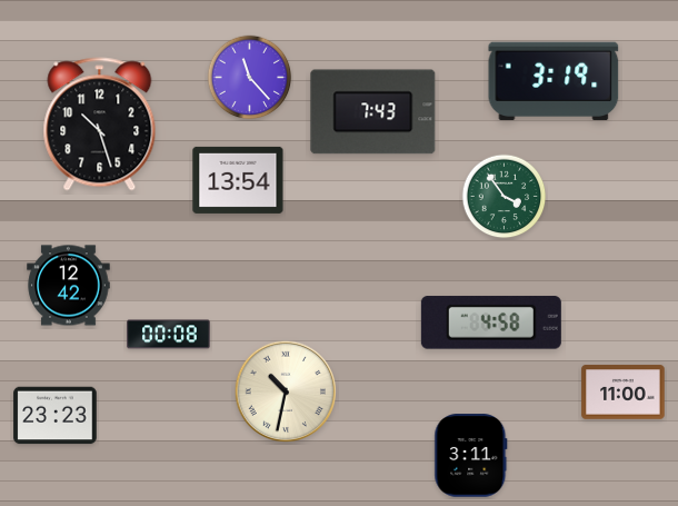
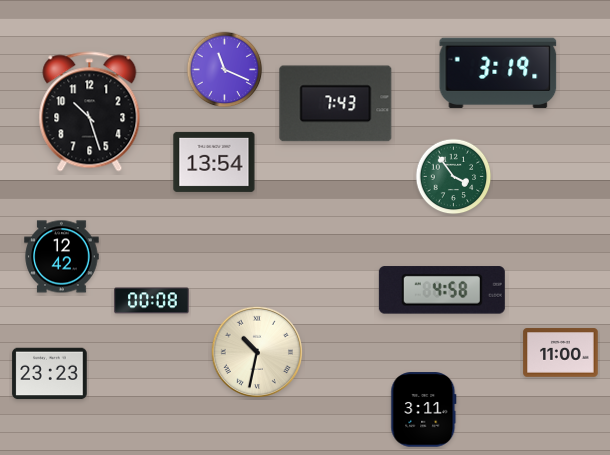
clock at (250, 78): 11:23 -> 11:19
clock at (373, 112) position: (373, 112) -> (336, 104)
